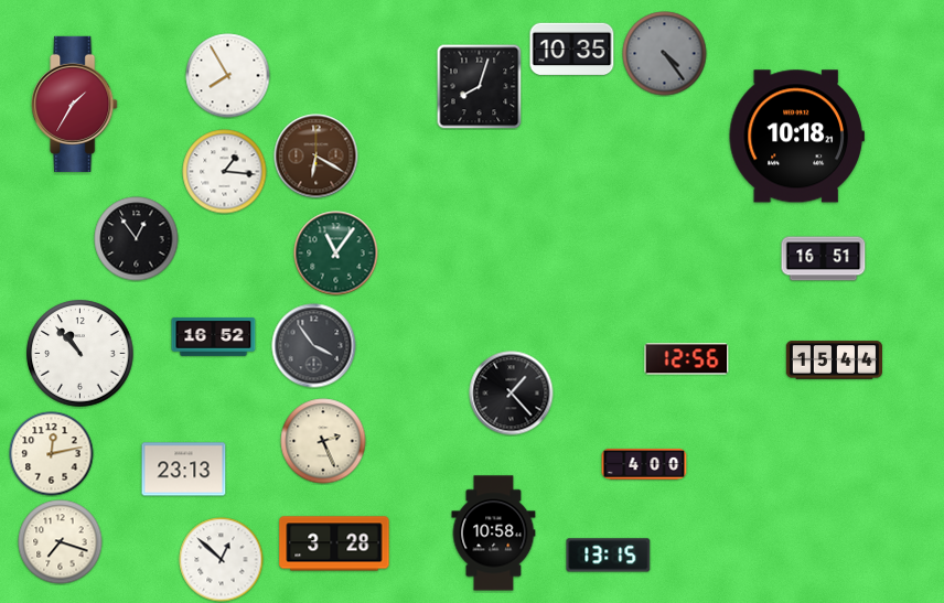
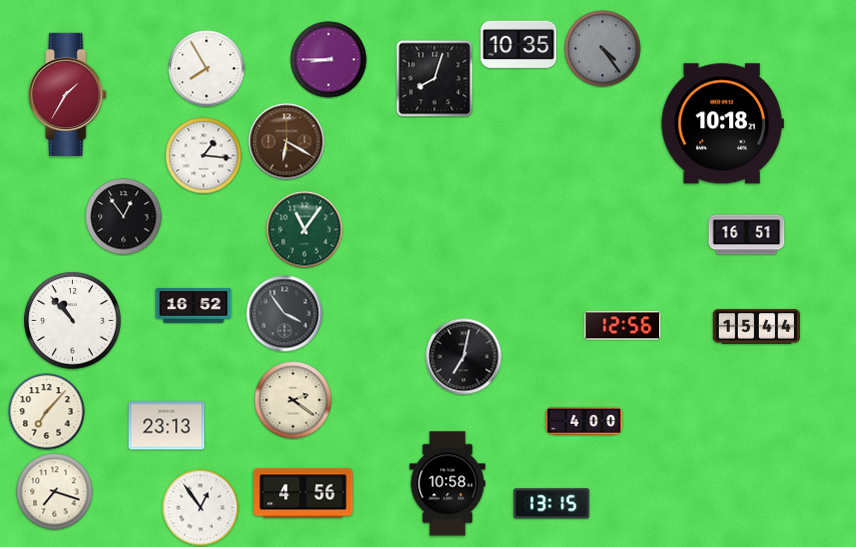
clock at (329, 60): none -> 8:45
clock at (512, 394): 1:23 -> 7:02
clock at (323, 441): 2:26 -> 2:21
clock at (52, 454): 12:13 -> 7:07
clock at (334, 543): 3:28 -> 4:56
clock at (222, 560): 12:52 -> 12:54
